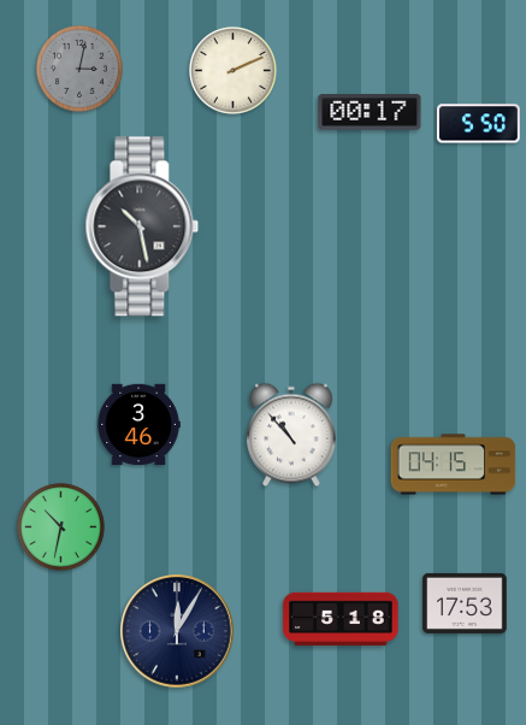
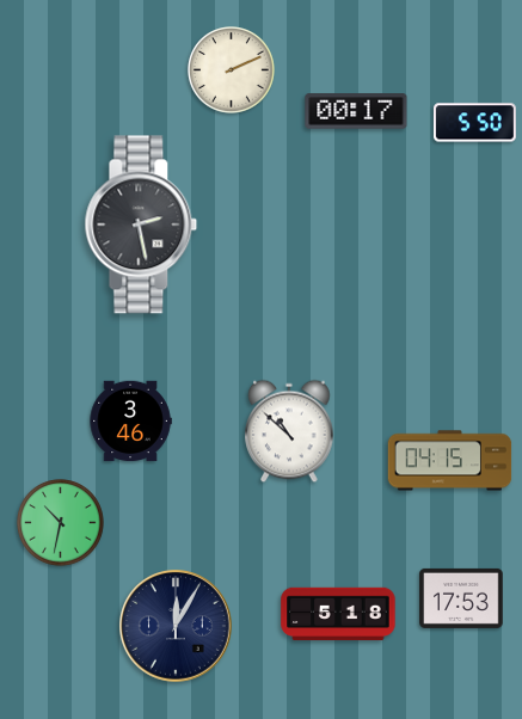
clock at (81, 70): 3:02 -> none
clock at (370, 112) position: (370, 112) -> (356, 111)
clock at (142, 226): 10:28 -> 2:28
clock at (138, 425) position: (138, 425) -> (130, 422)
clock at (291, 435): 10:53 -> 10:52
